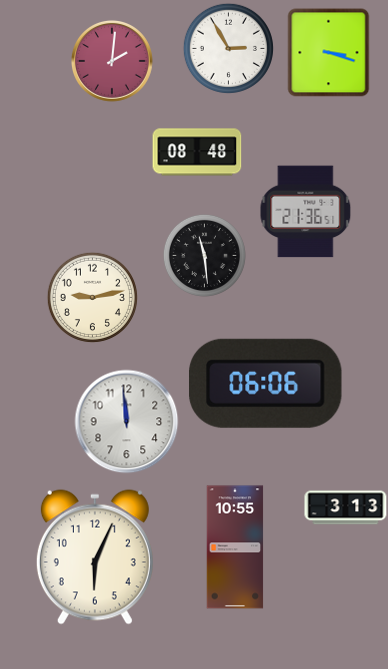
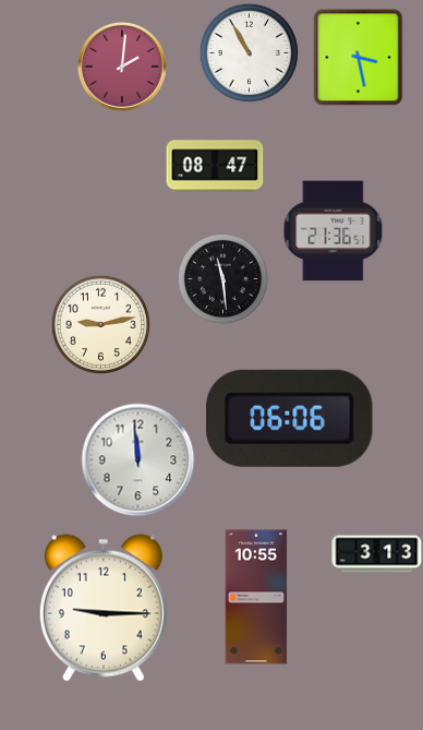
clock at (228, 48): 2:55 -> 10:55
clock at (329, 53): 3:18 -> 3:28
clock at (197, 152): 08:48 -> 08:47
clock at (95, 557): 6:04 -> 9:15
